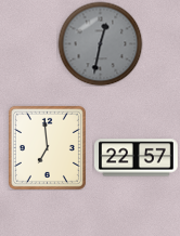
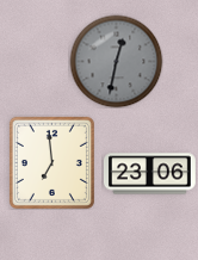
clock at (100, 43) position: (100, 43) -> (116, 61)
clock at (137, 158): 22:57 -> 23:06
